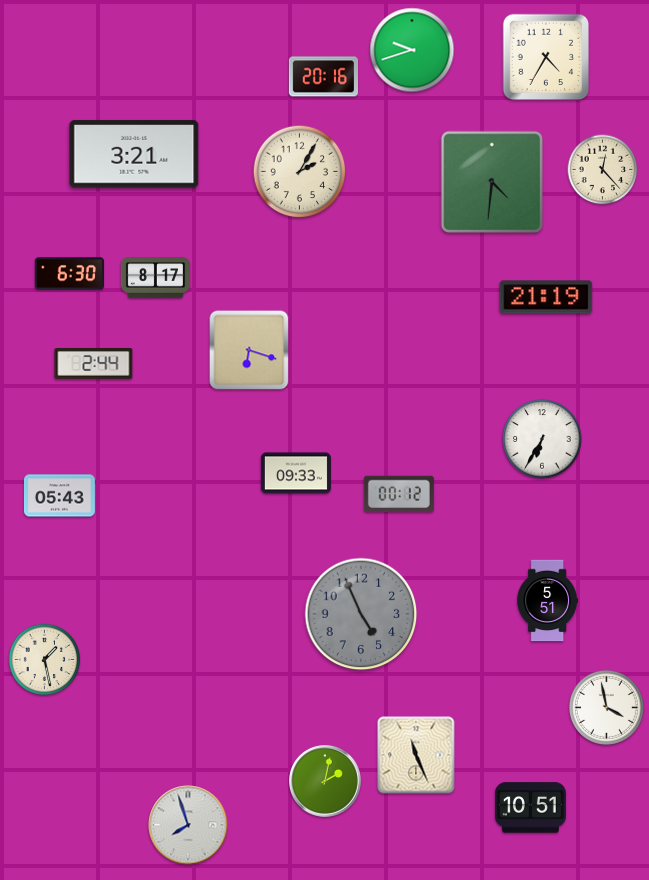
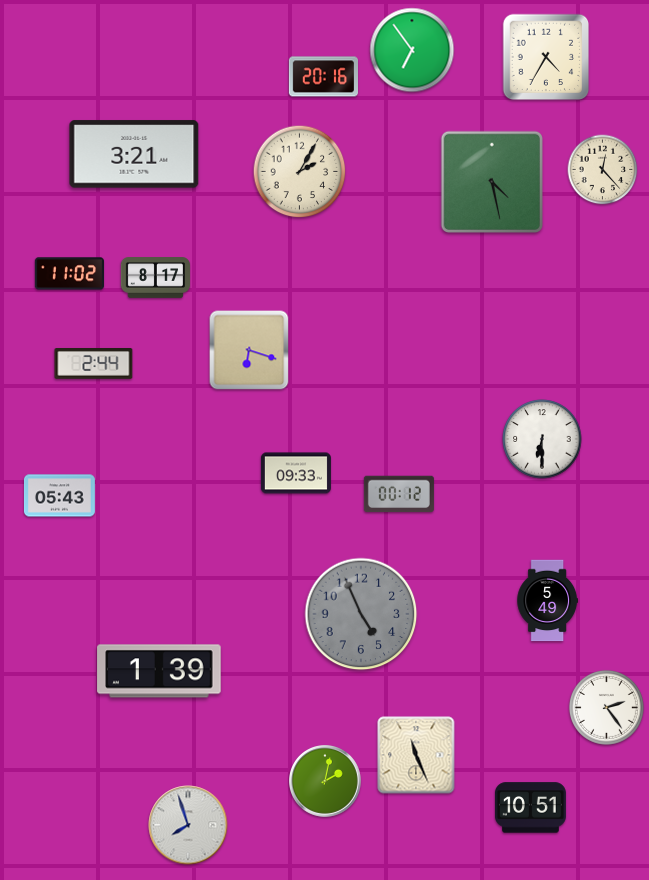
clock at (412, 50): 9:42 -> 6:54
clock at (492, 182): 4:31 -> 4:28
clock at (69, 274): 6:30 -> 11:02
clock at (546, 297): 21:19 -> none
clock at (542, 439): 6:35 -> 6:30
clock at (547, 601): 5:51 -> 5:49
clock at (45, 660): 1:28 -> none
clock at (159, 671): none -> 1:39
clock at (606, 707): 3:58 -> 2:24
